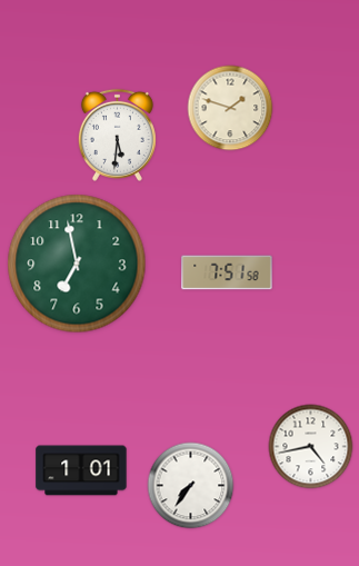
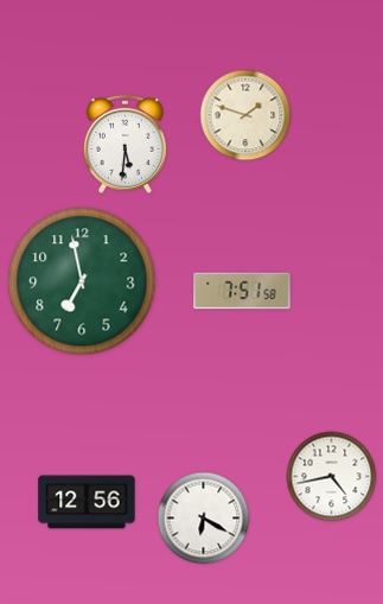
clock at (81, 470): 1:01 -> 12:56
clock at (191, 486): 7:36 -> 6:20
